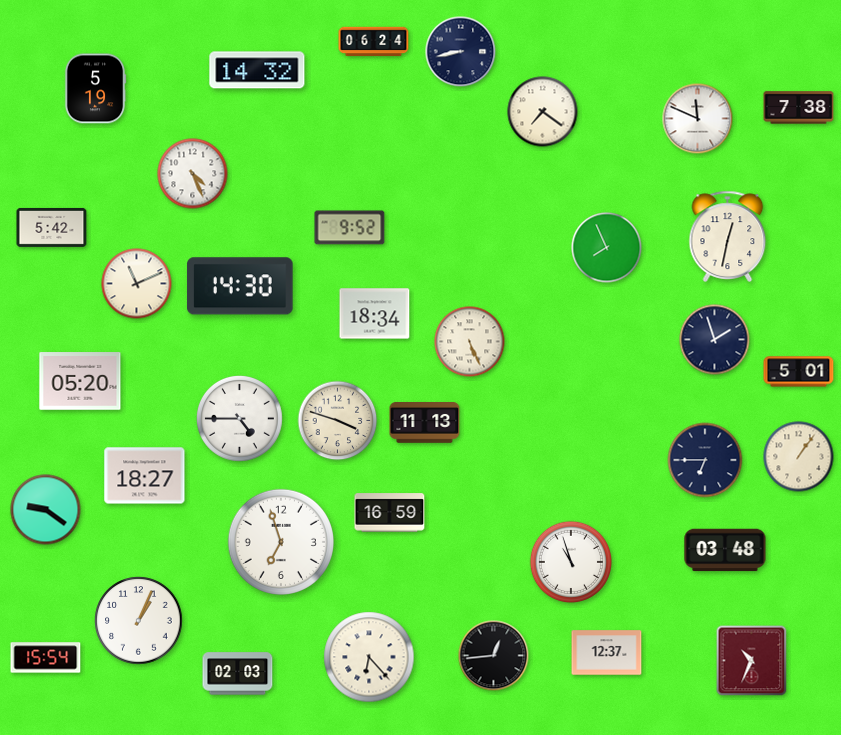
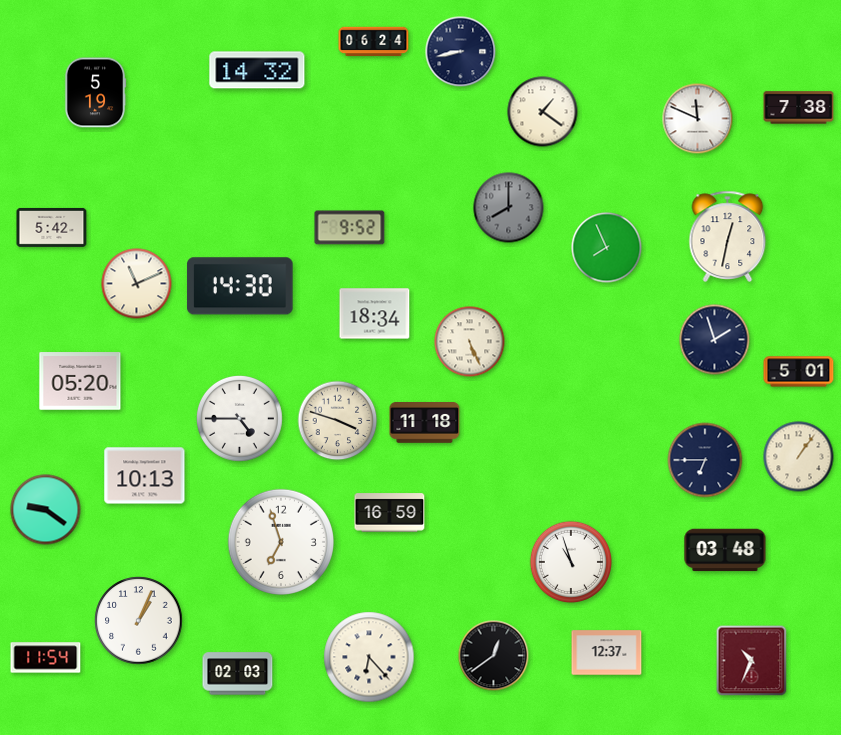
clock at (95, 89) position: (95, 89) -> (95, 93)
clock at (543, 112): 7:21 -> 1:21
clock at (193, 174): 4:26 -> none
clock at (509, 208): none -> 8:00
clock at (425, 423): 11:13 -> 11:18
clock at (145, 476): 18:27 -> 10:13
clock at (494, 656): 12:44 -> 12:39
clock at (46, 658): 15:54 -> 11:54
